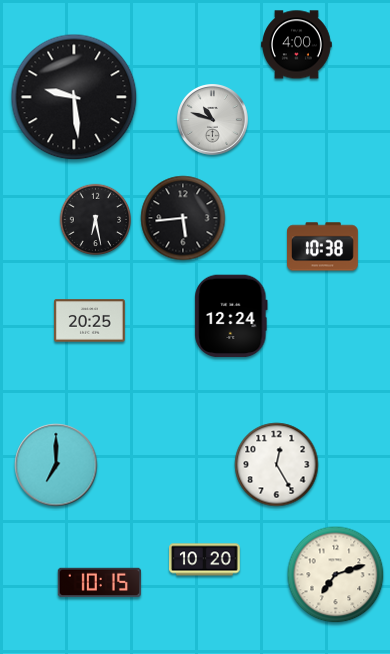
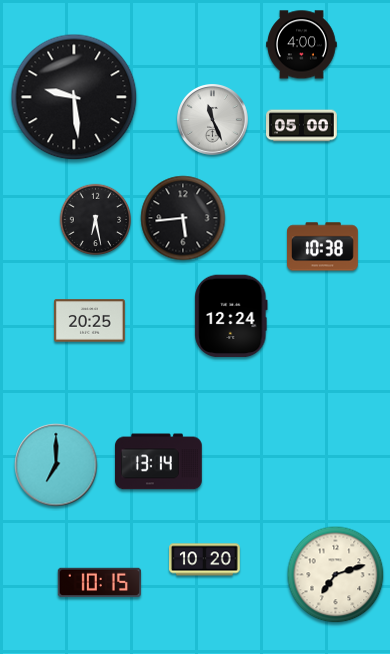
clock at (297, 45) position: (297, 45) -> (302, 45)
clock at (213, 120): 10:48 -> 11:26
clock at (302, 126): none -> 05:00
clock at (159, 462): none -> 13:14
clock at (277, 465): 12:25 -> none
